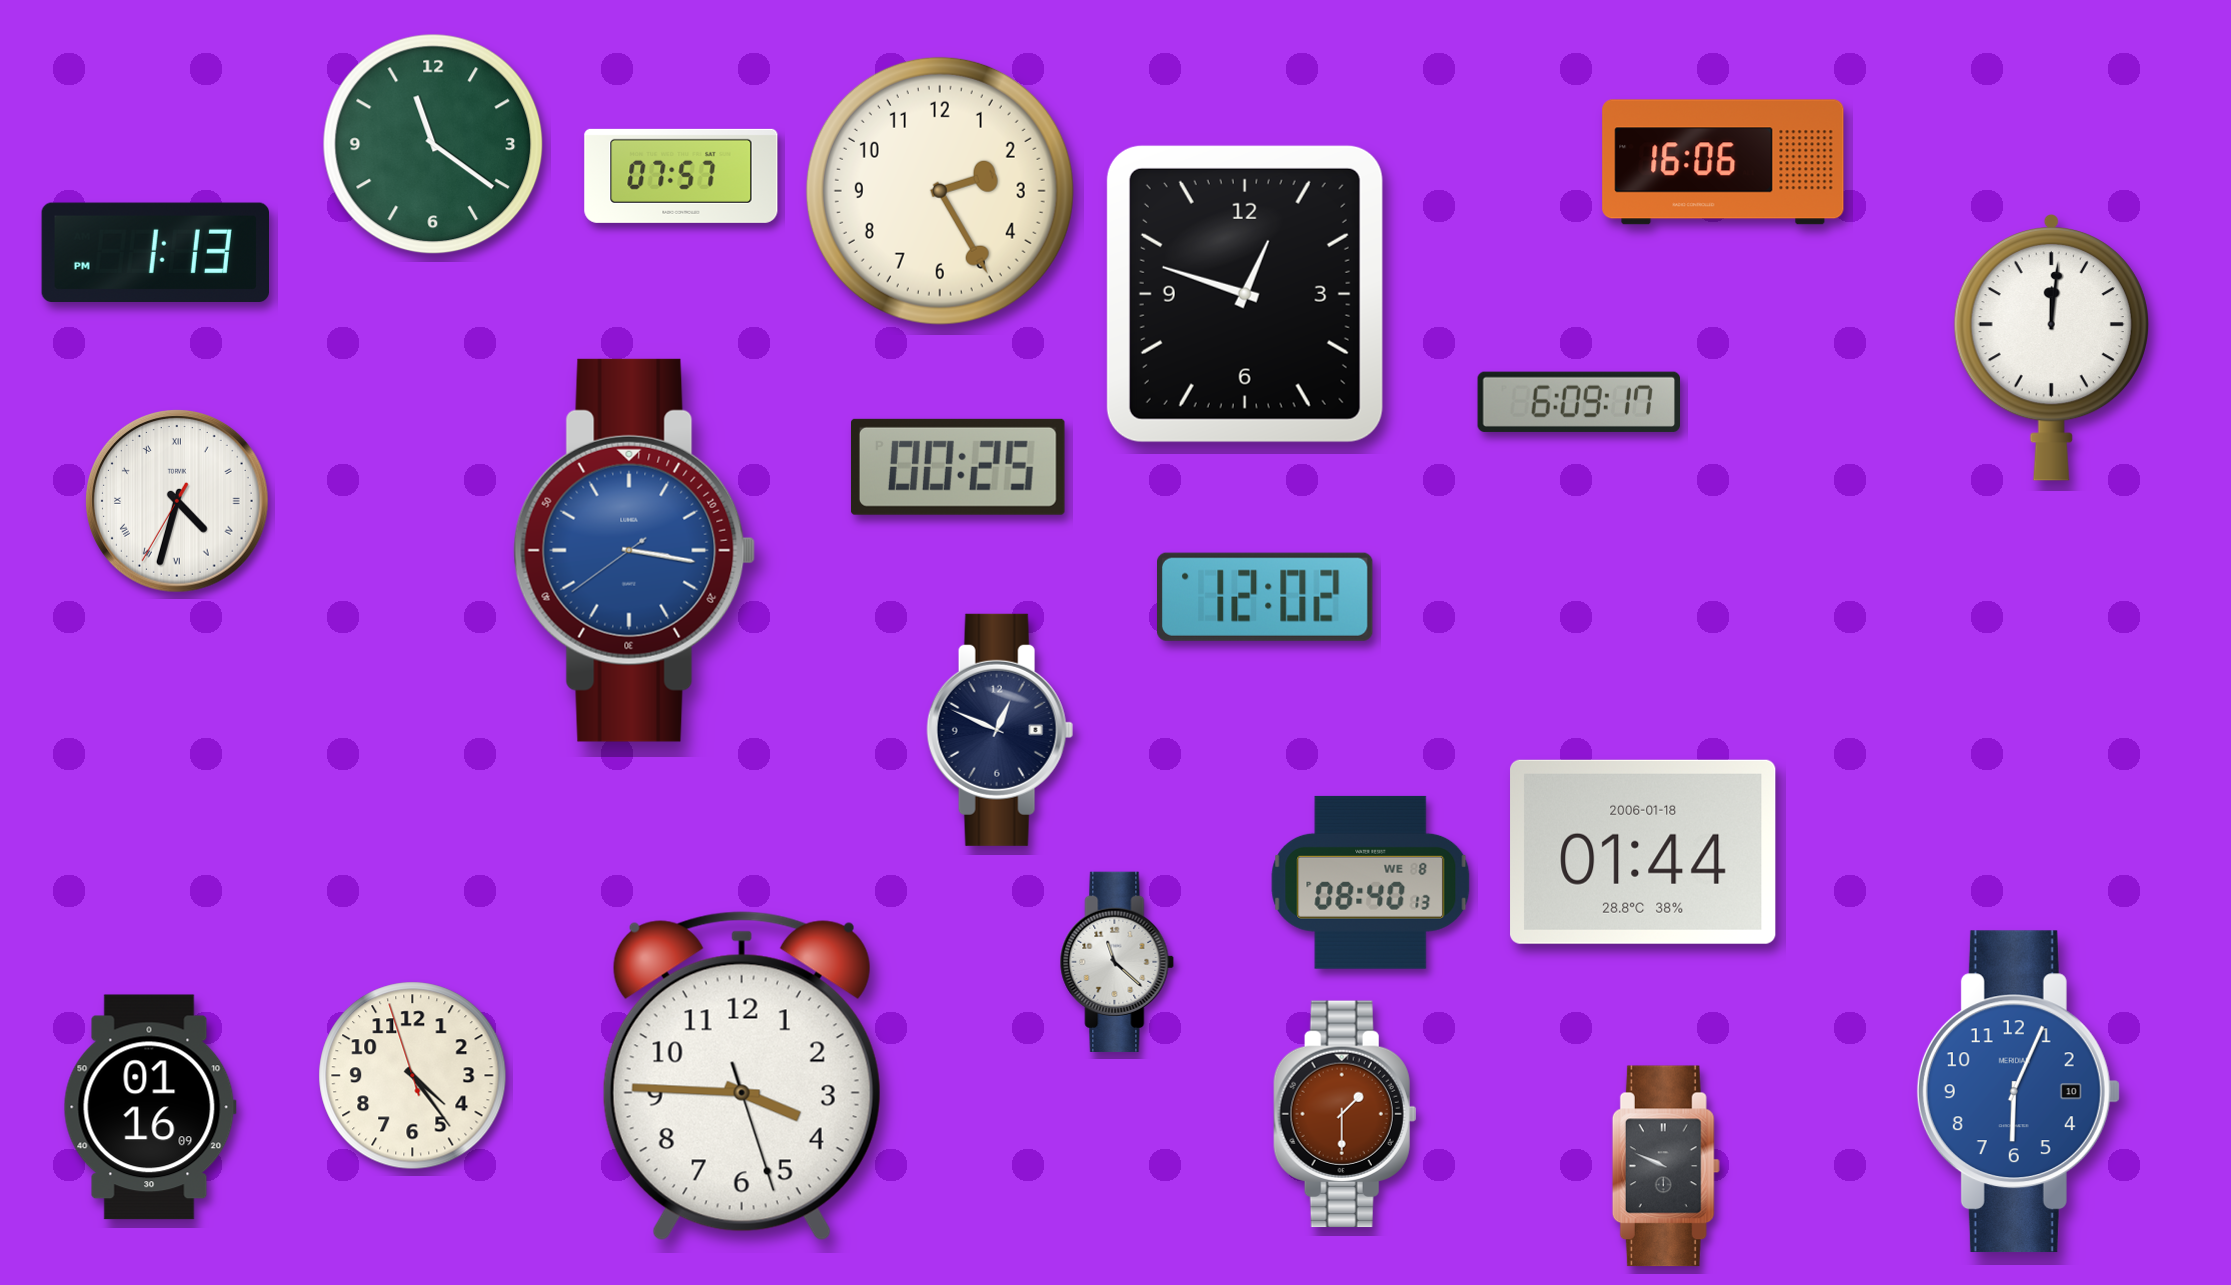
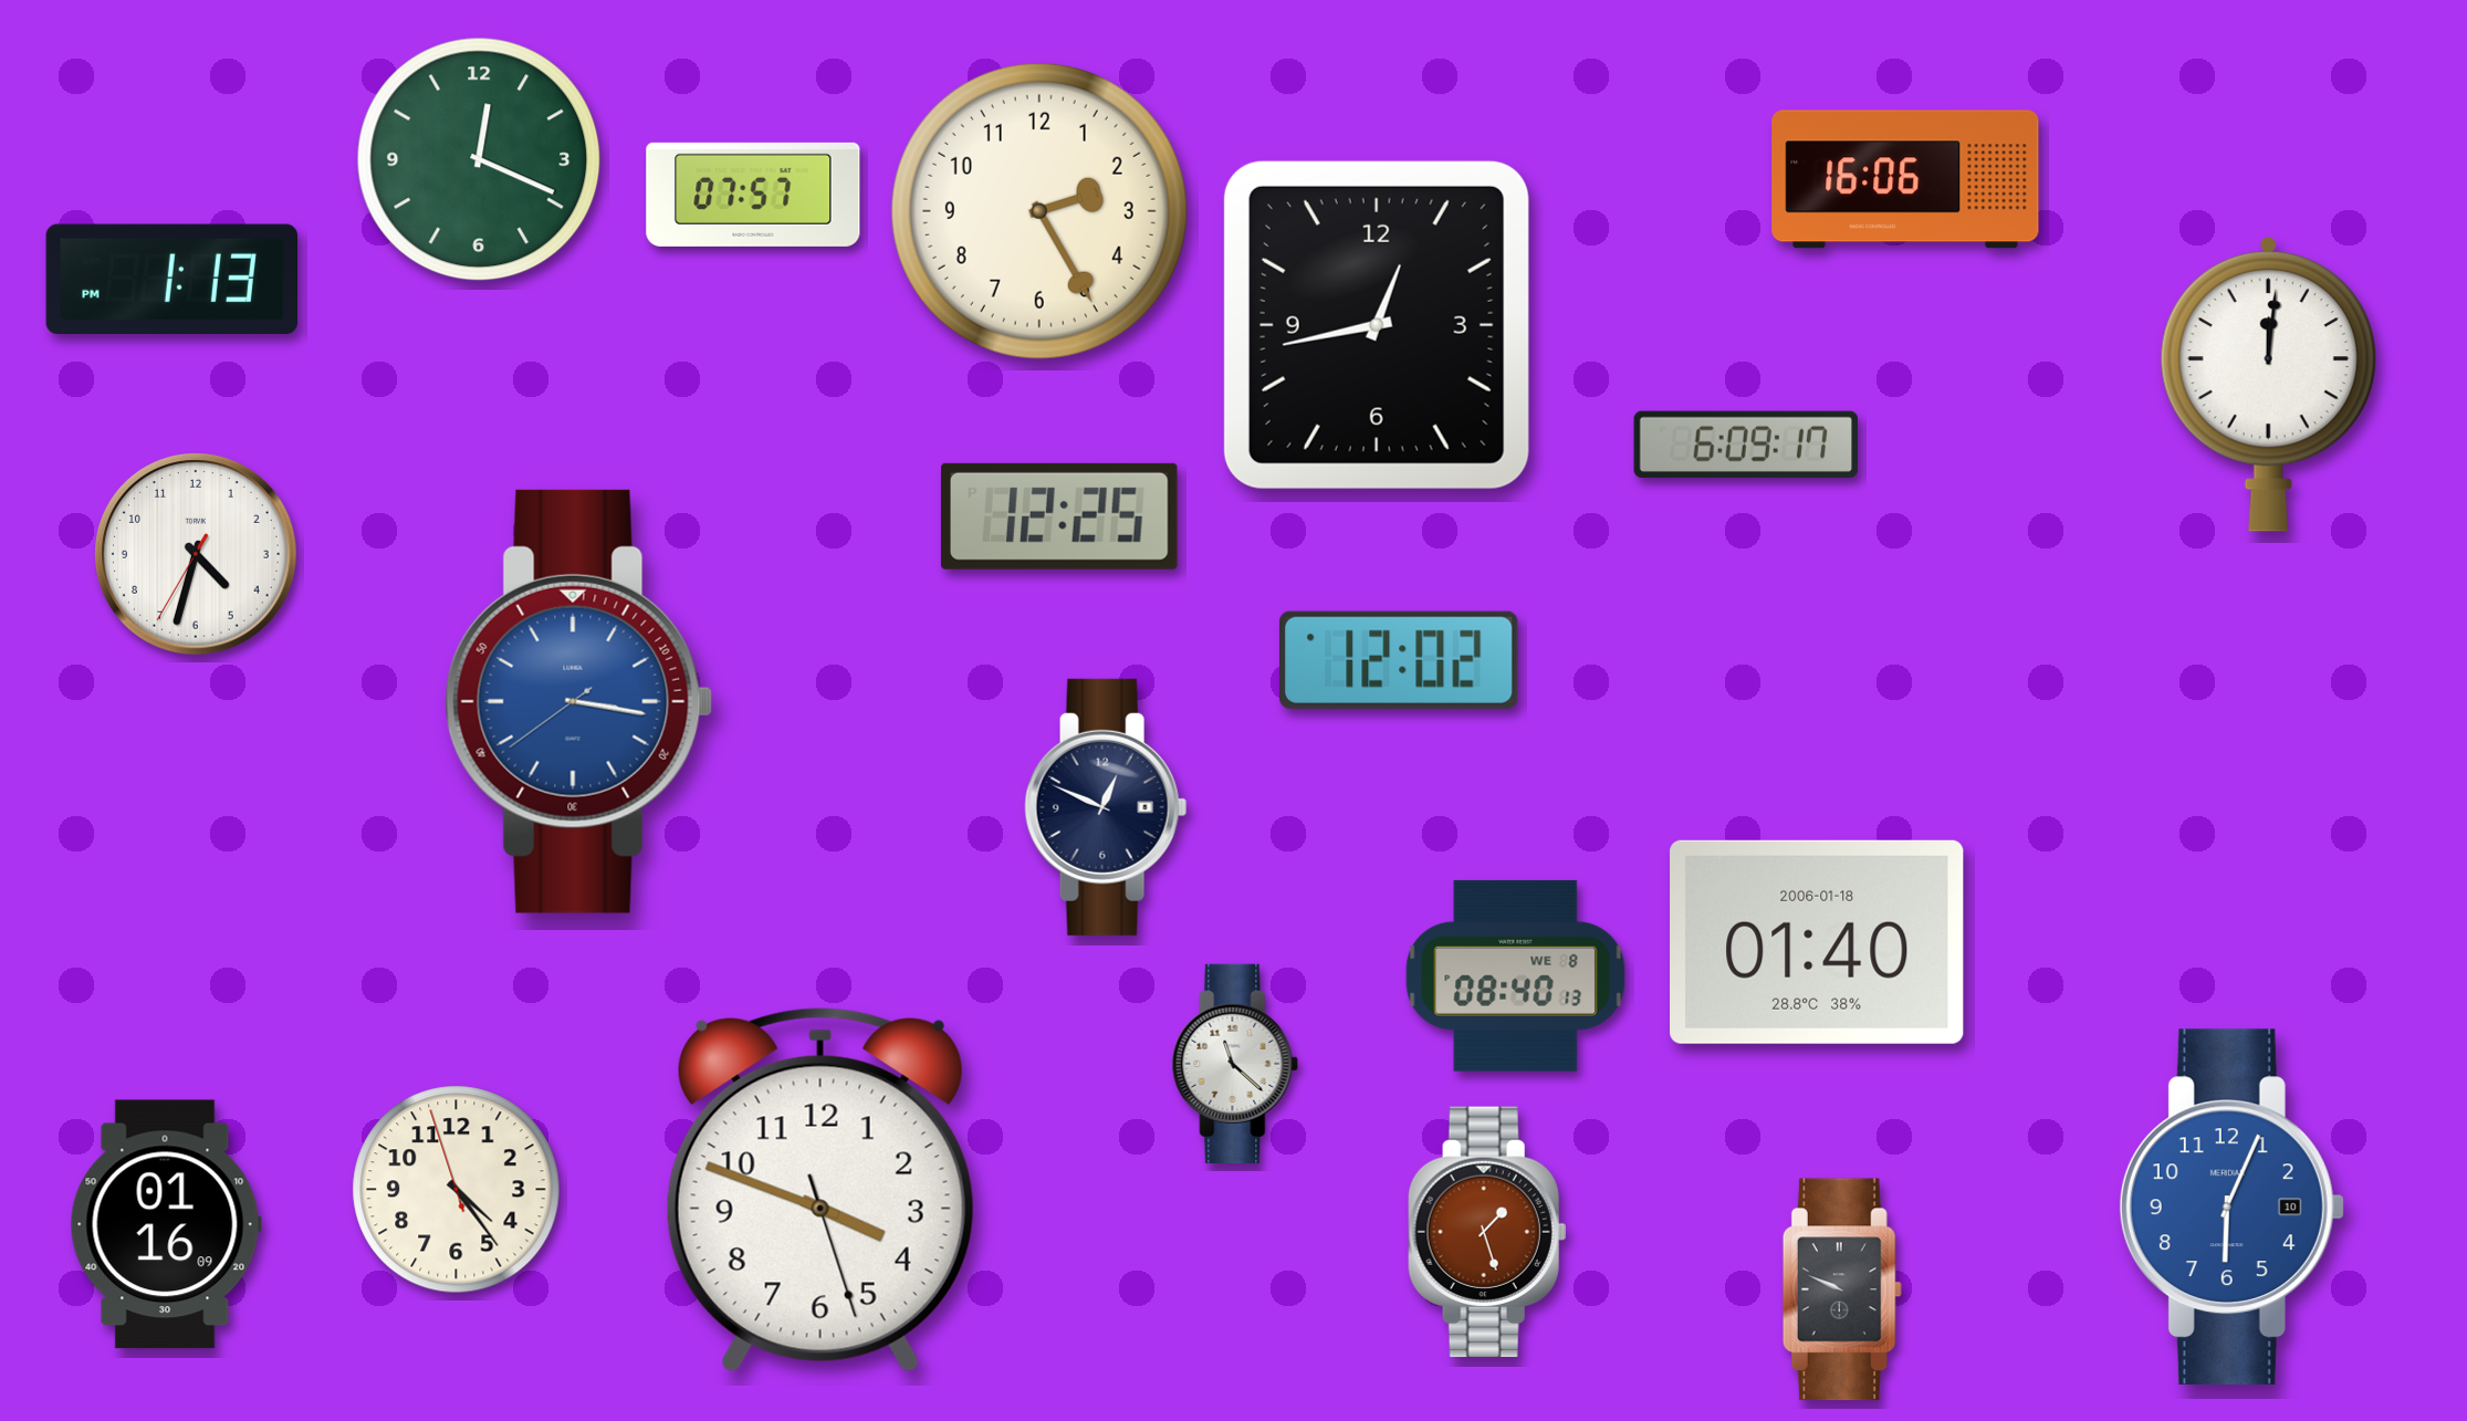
clock at (433, 144): 11:21 -> 12:19
clock at (1245, 294): 12:48 -> 12:43
clock at (958, 467): 00:25 -> 12:25
clock at (177, 501) numerals: Roman -> Arabic
clock at (635, 550) position: (635, 550) -> (579, 701)
clock at (1643, 852): 01:44 -> 01:40
clock at (742, 1076): 3:45 -> 3:48
clock at (1345, 1114): 1:30 -> 1:27
